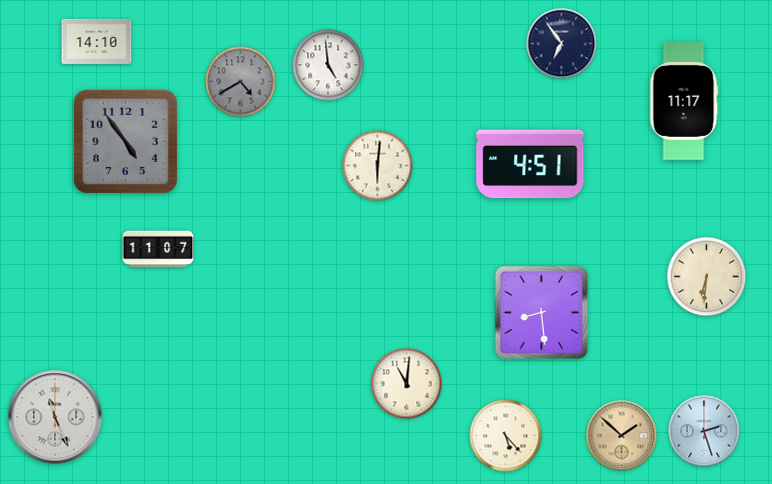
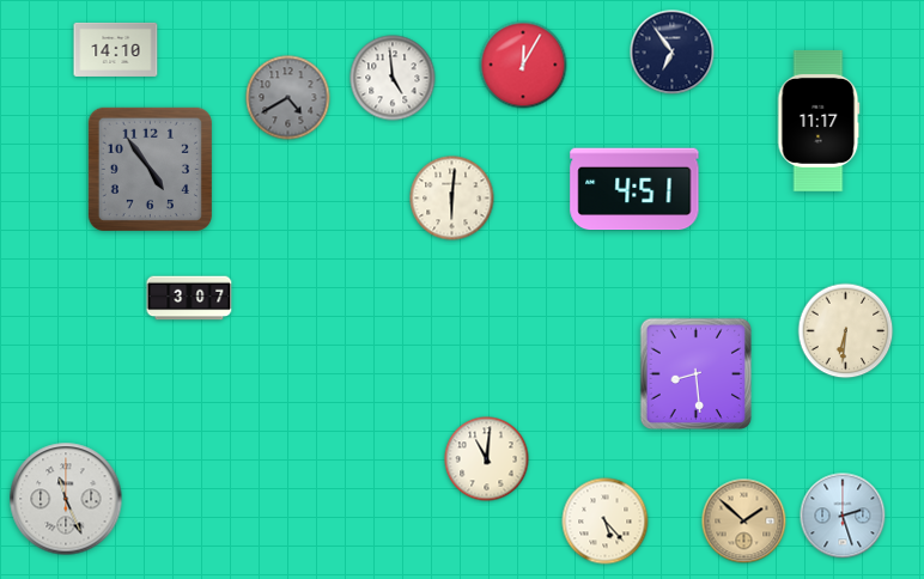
clock at (523, 65): none -> 12:05
clock at (530, 164) position: (530, 164) -> (634, 189)
clock at (158, 249): 11:07 -> 3:07
clock at (541, 312) position: (541, 312) -> (695, 373)
